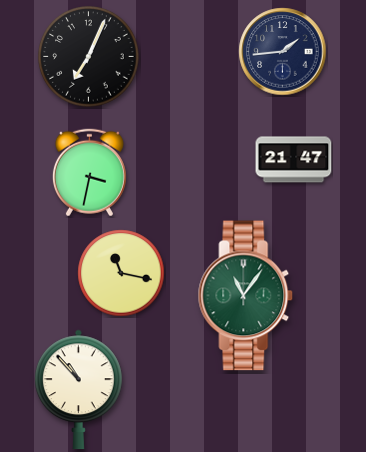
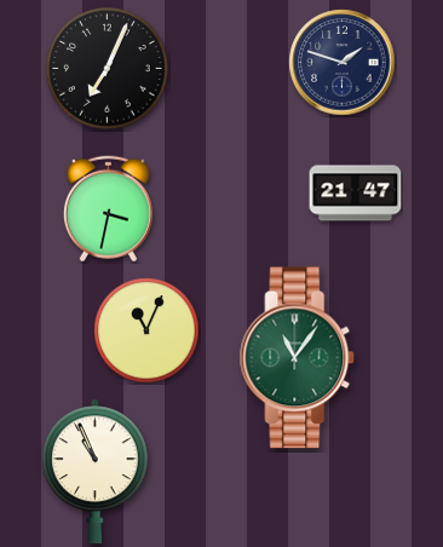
clock at (283, 52): 1:44 -> 1:48
clock at (121, 273): 11:17 -> 11:04
clock at (78, 390): 10:53 -> 10:56
